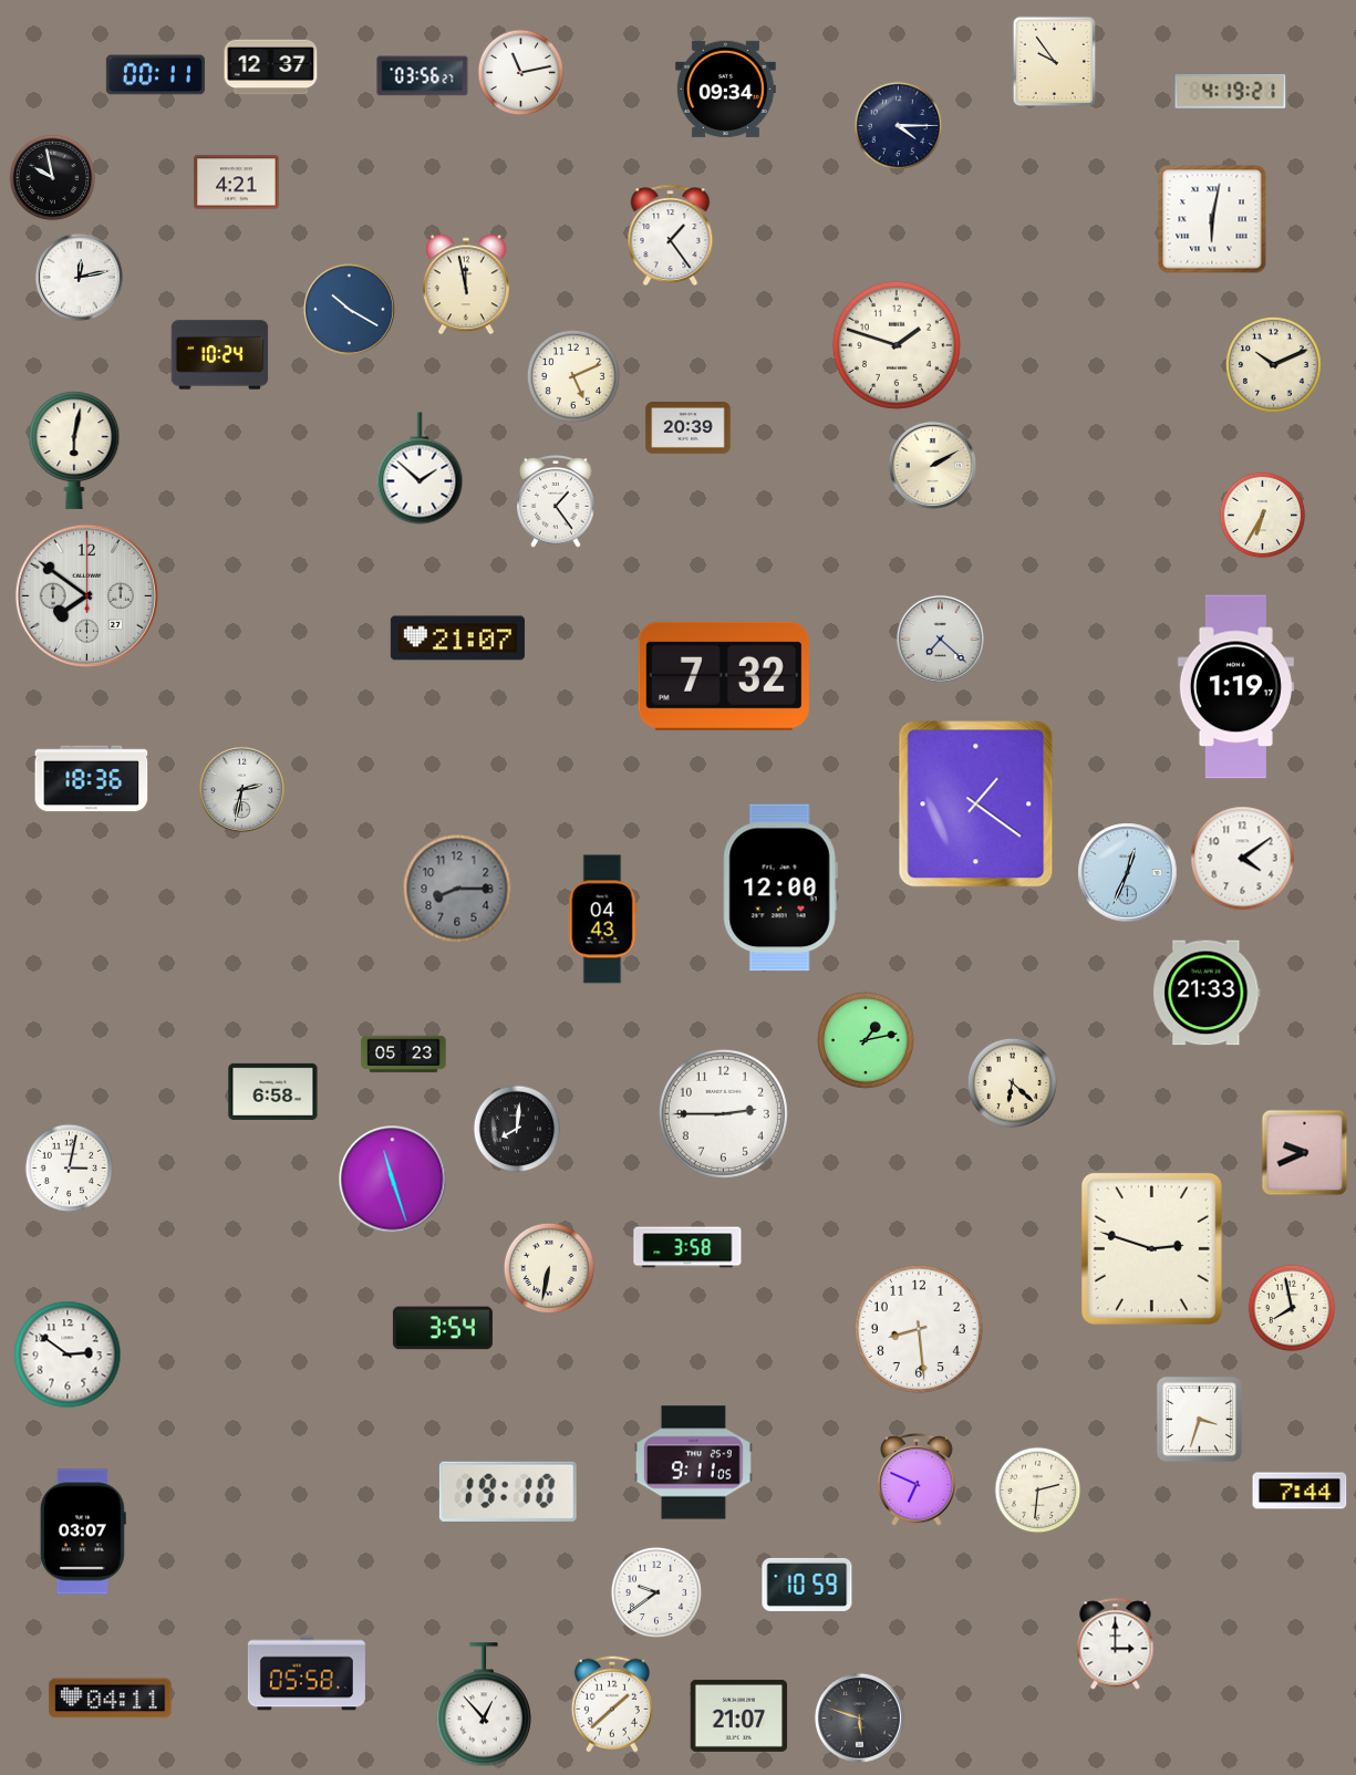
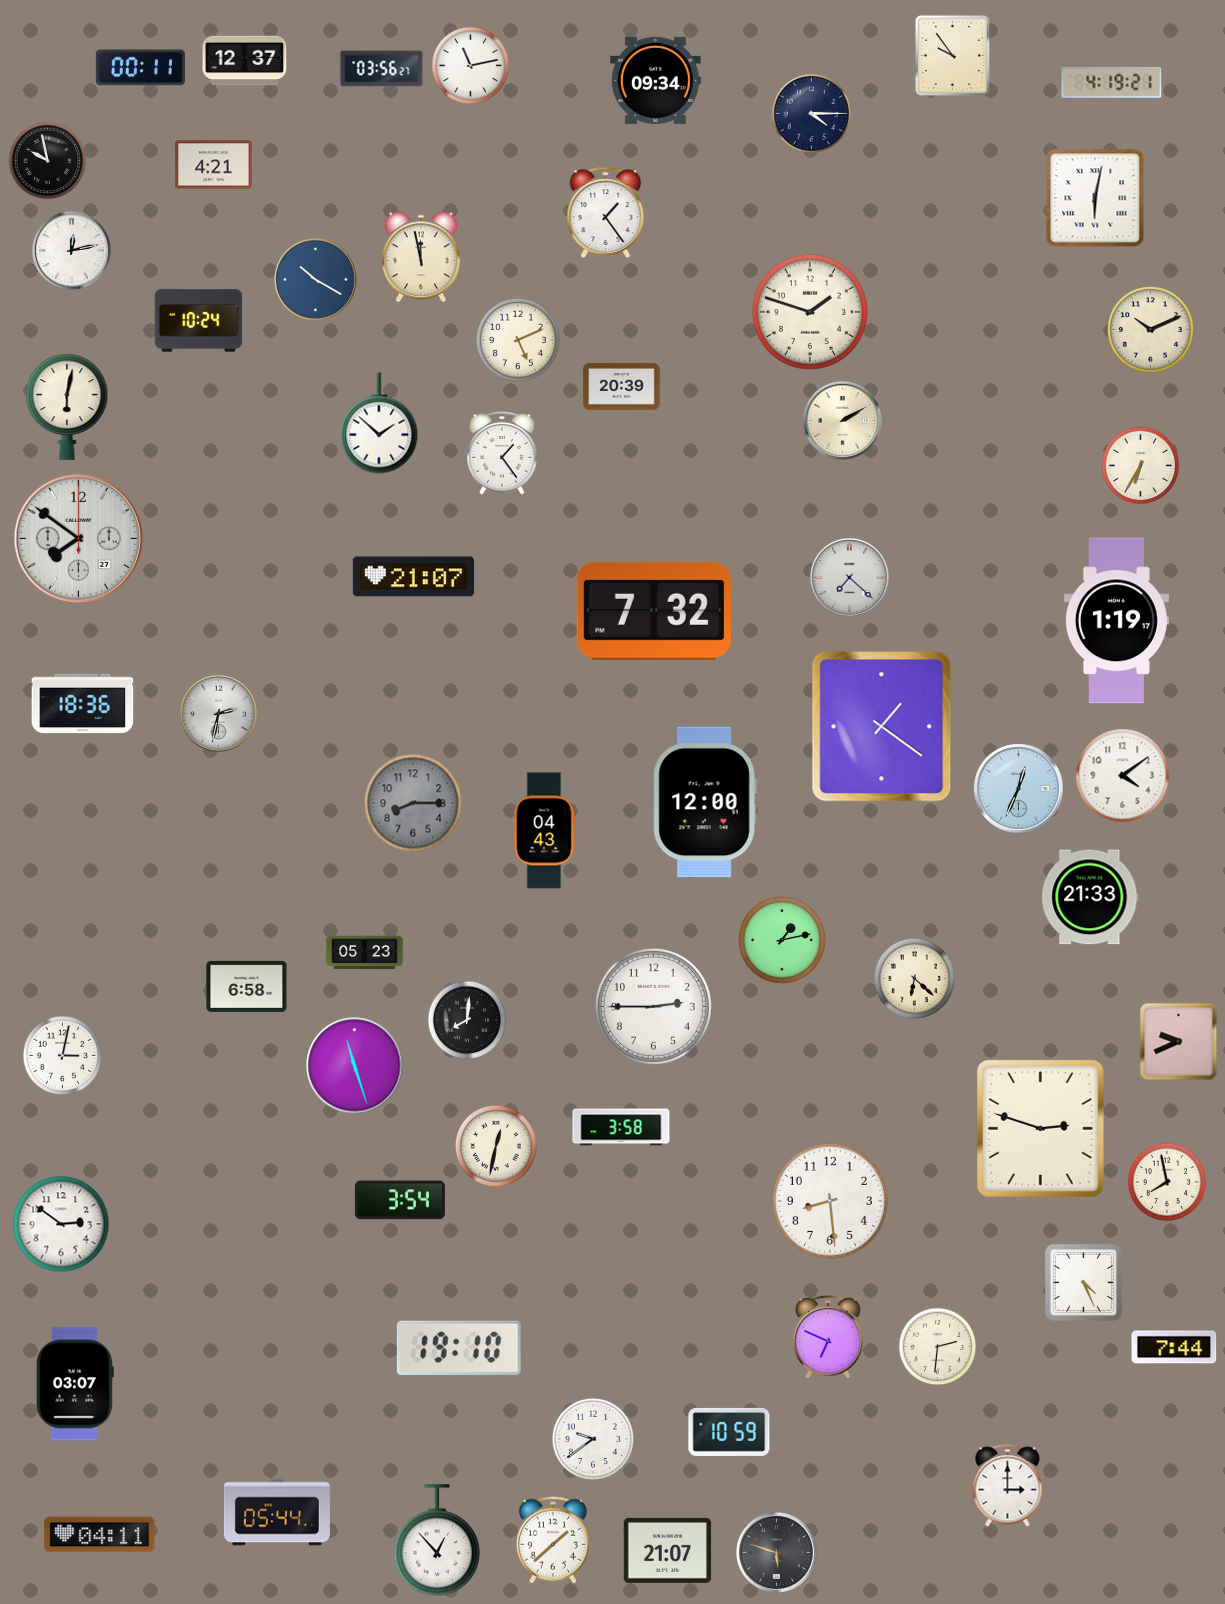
clock at (549, 1268): 6:32 -> 12:32
clock at (1199, 1419): 3:33 -> 4:26
clock at (693, 1463): 9:11 -> none
clock at (307, 1673): 05:58 -> 05:44
